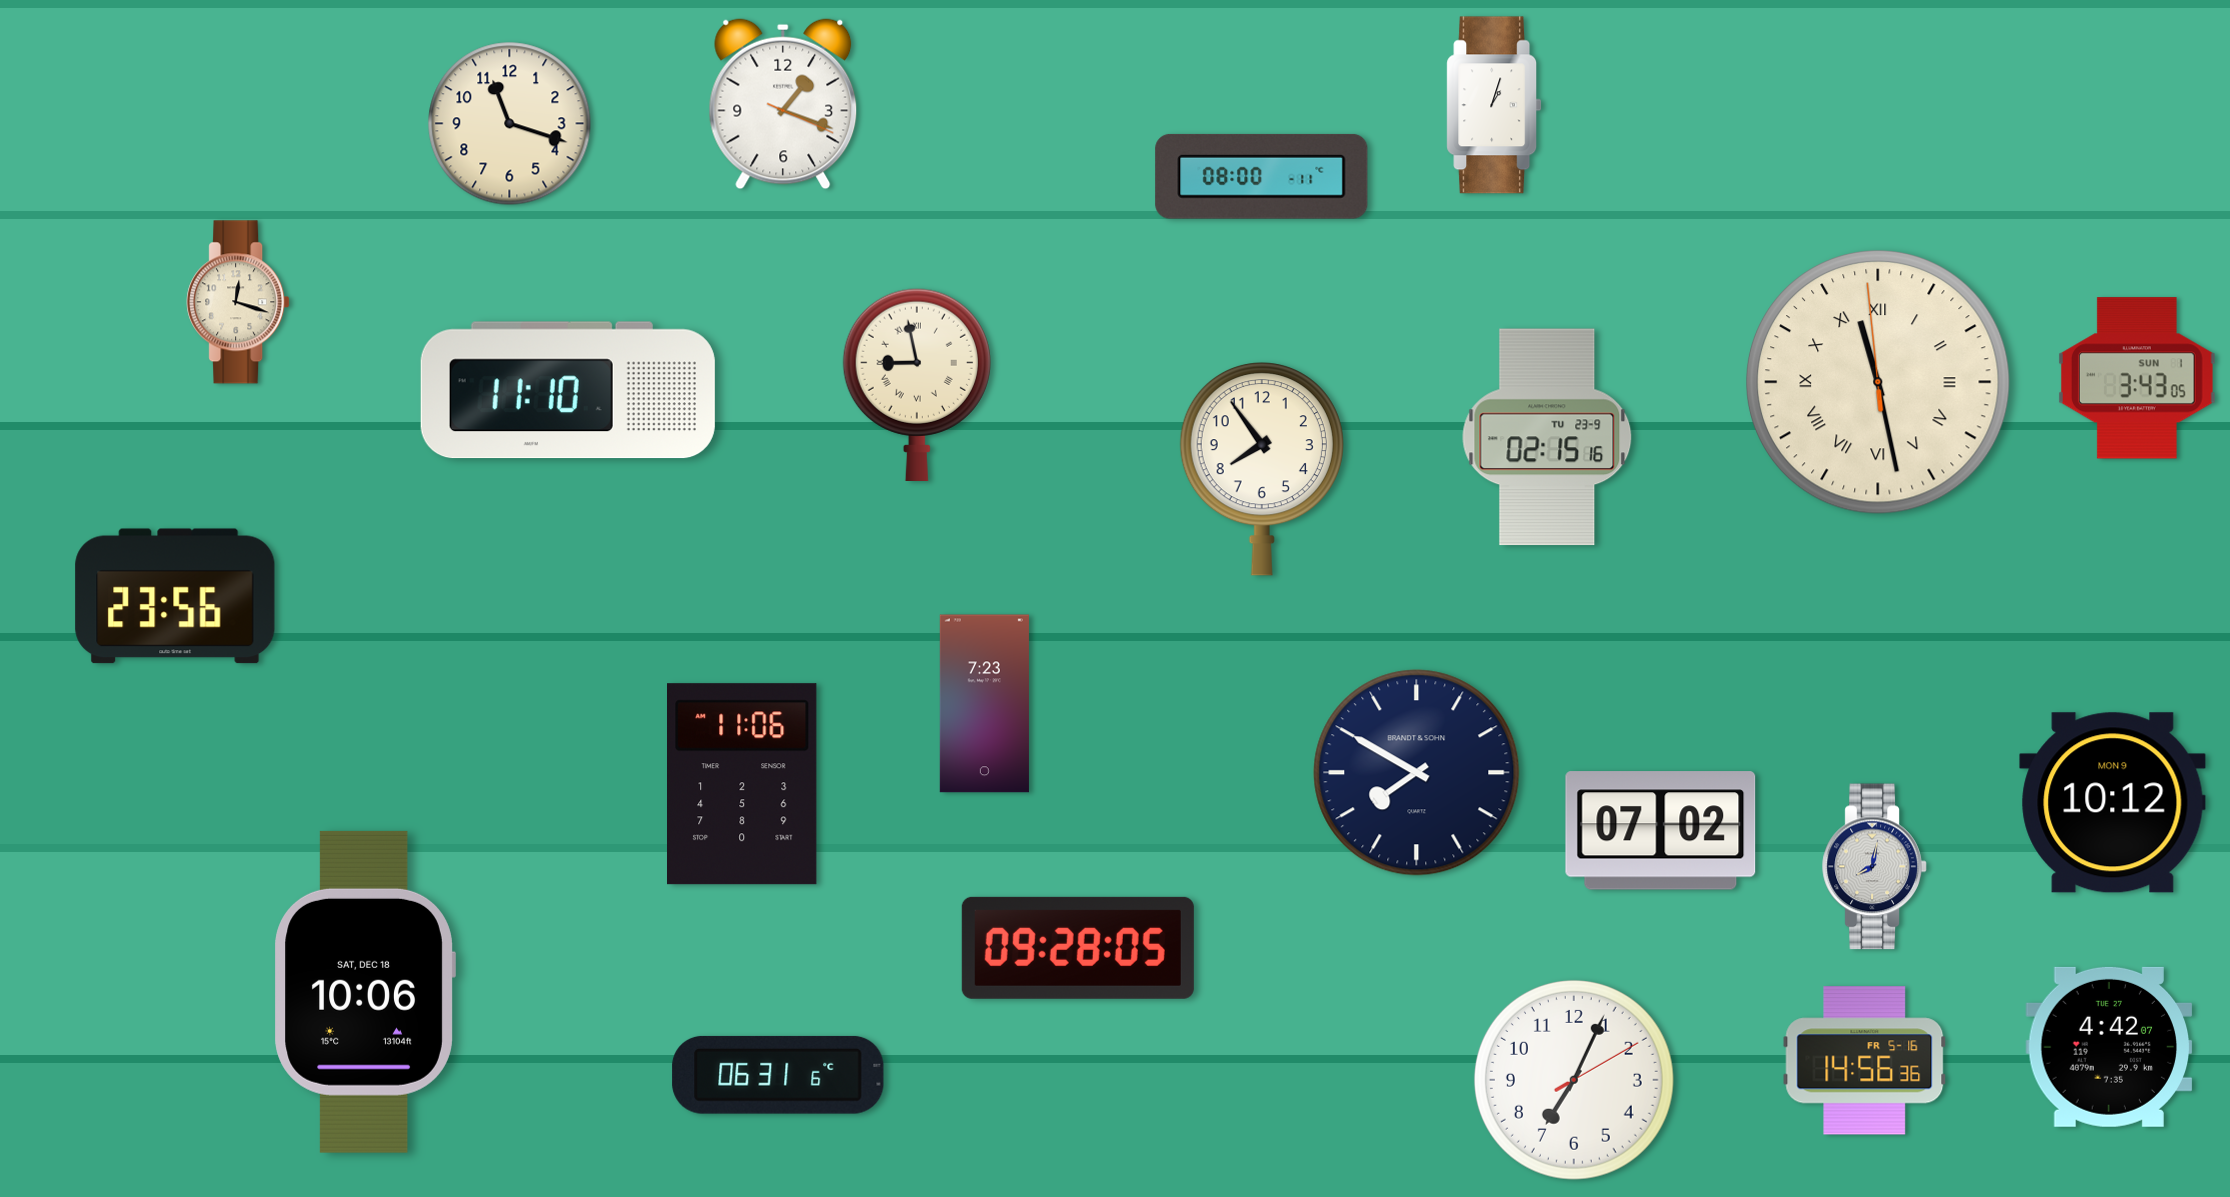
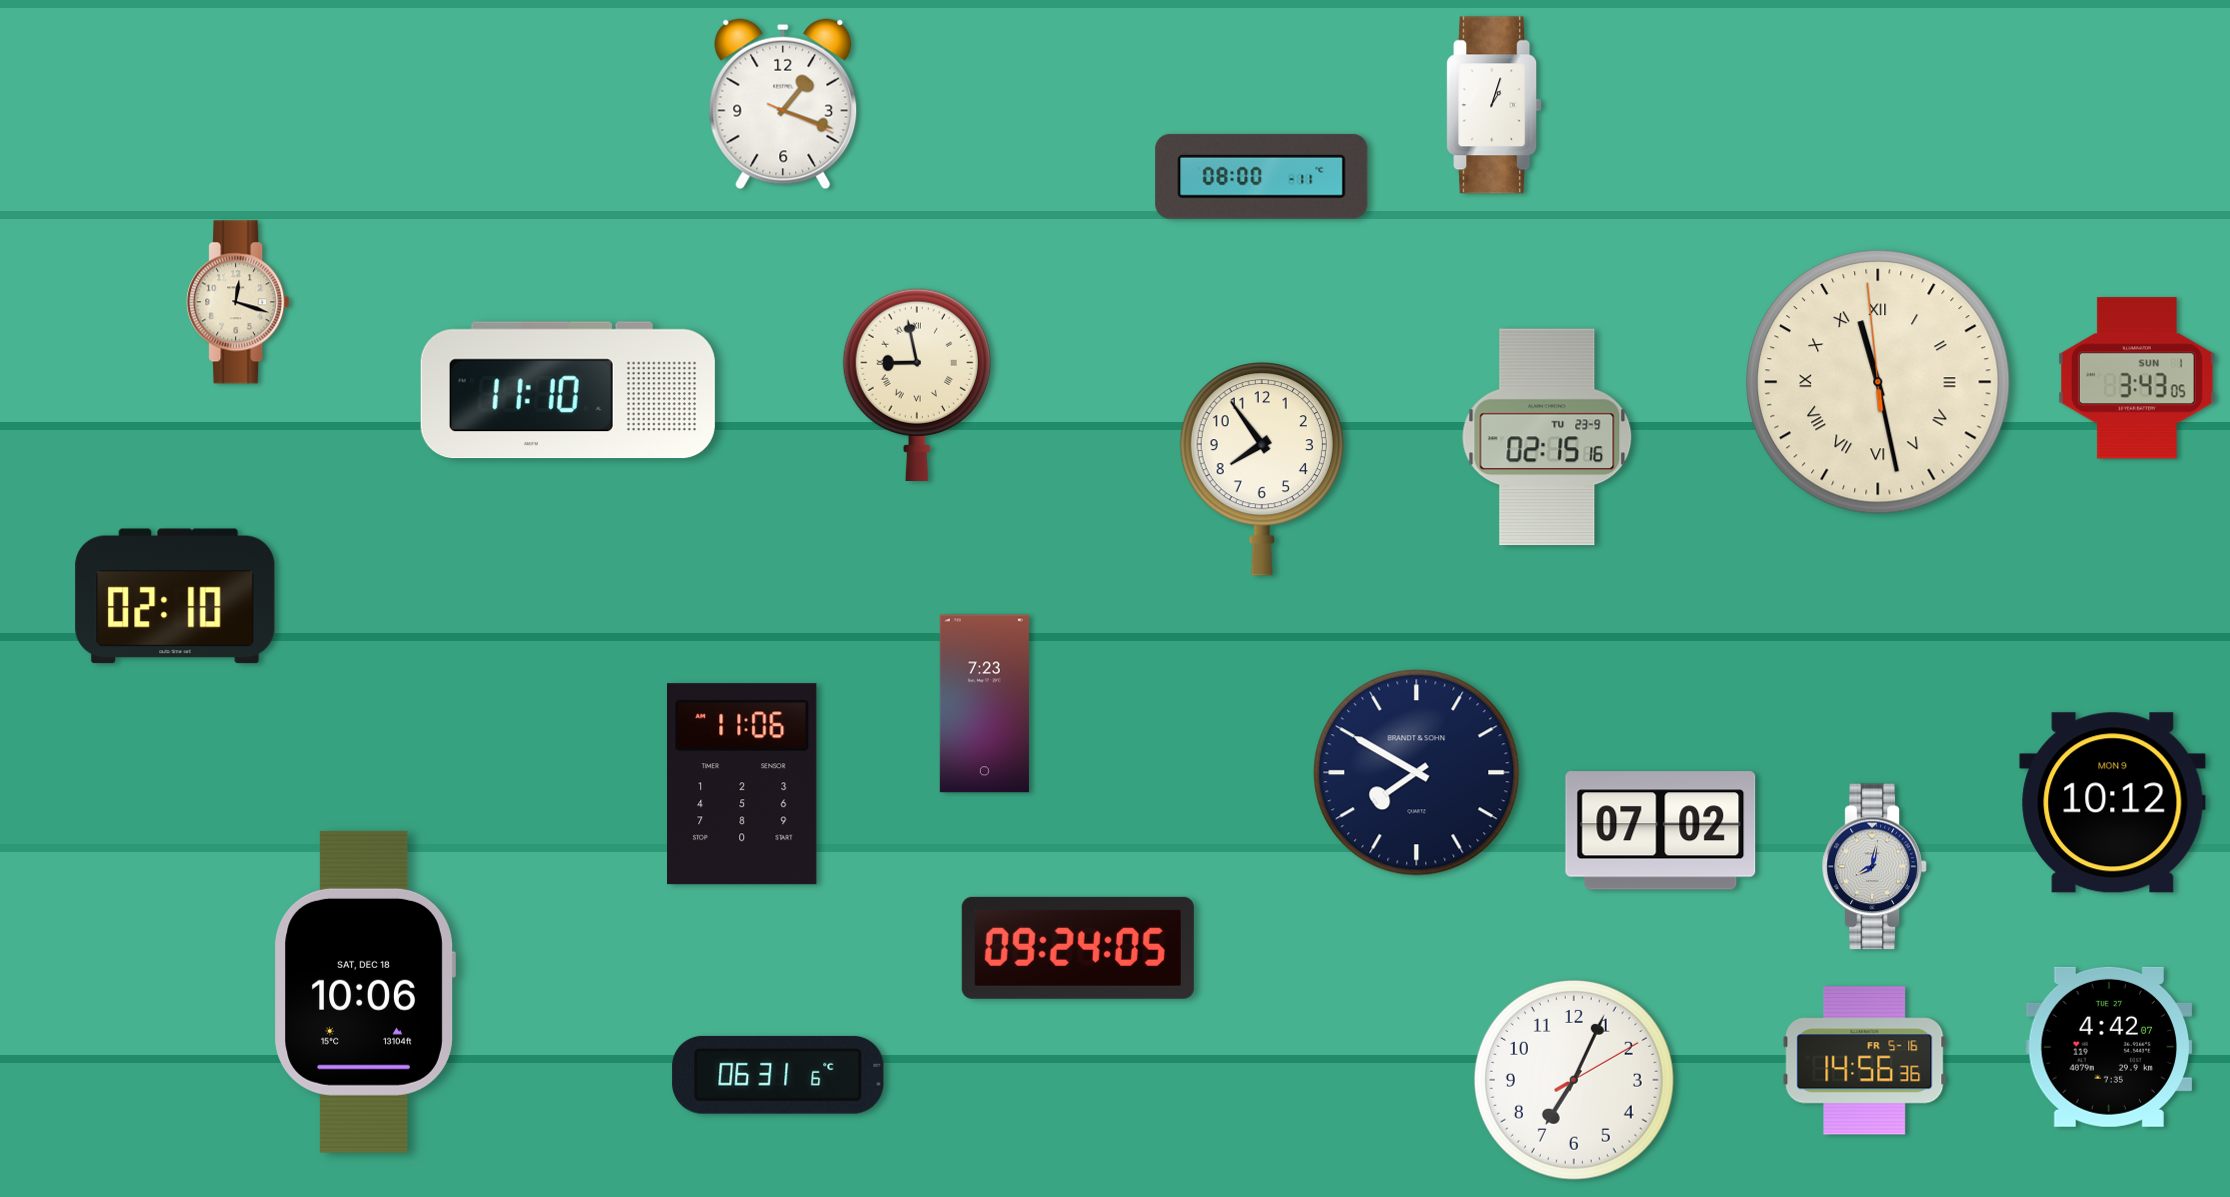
clock at (510, 124): 11:18 -> none
clock at (175, 596): 23:56 -> 02:10
clock at (1078, 948): 09:28 -> 09:24
